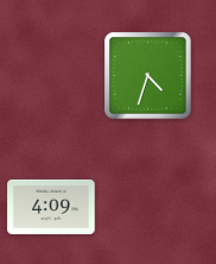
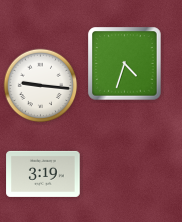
clock at (41, 86): none -> 9:16
clock at (51, 207): 4:09 -> 3:19
